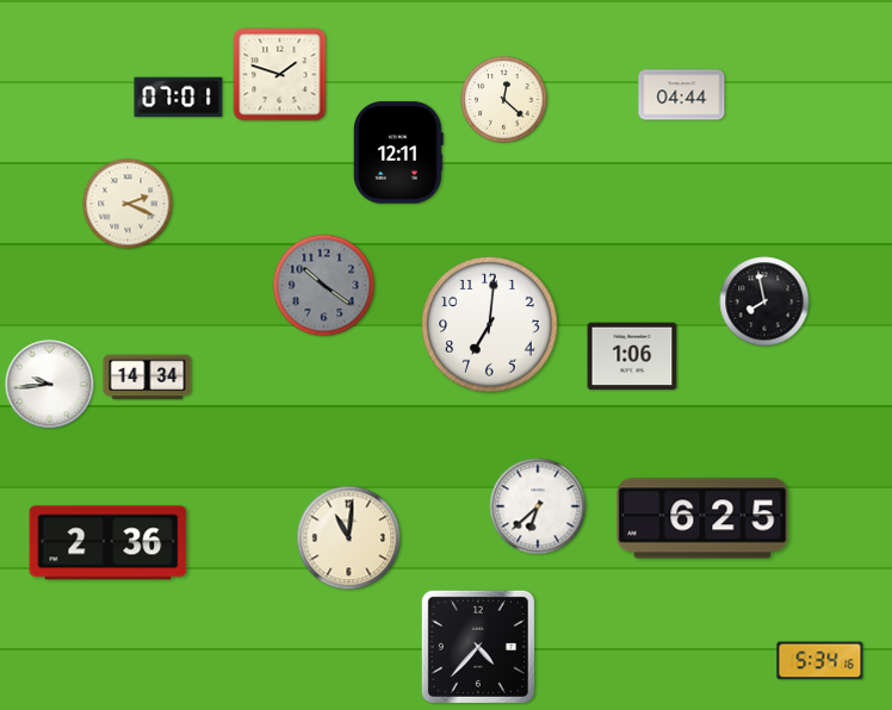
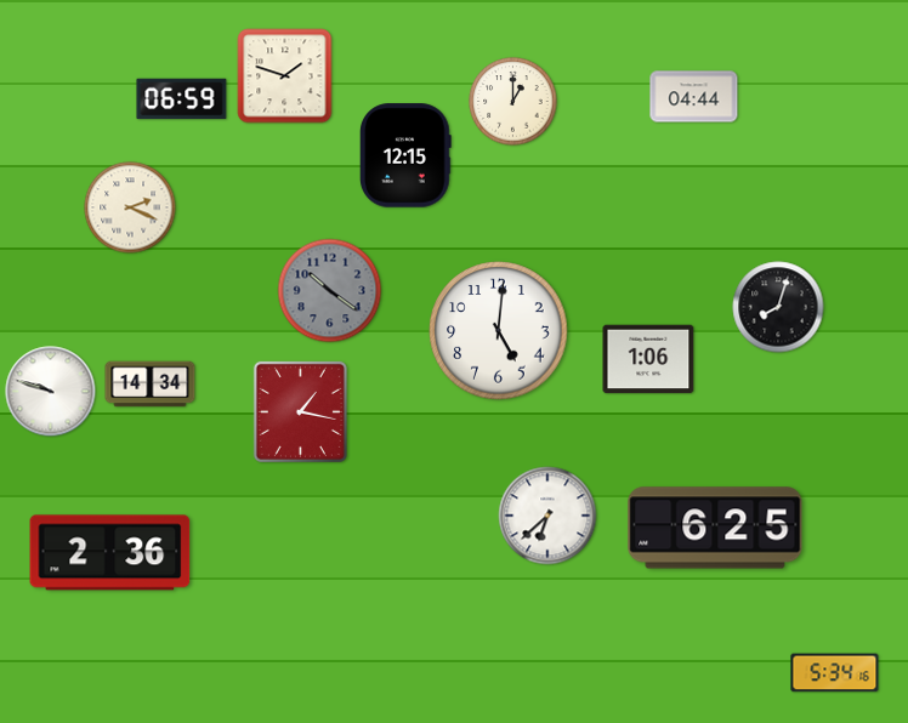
clock at (179, 98): 07:01 -> 06:59
clock at (504, 100): 12:22 -> 1:00
clock at (399, 152): 12:11 -> 12:15
clock at (764, 301): 7:58 -> 8:03
clock at (490, 325): 7:01 -> 5:01
clock at (632, 356) position: (632, 356) -> (648, 359)
clock at (50, 385): 9:44 -> 9:48
clock at (300, 411): none -> 1:17
clock at (349, 538): 11:01 -> none
clock at (478, 647): 4:37 -> none
